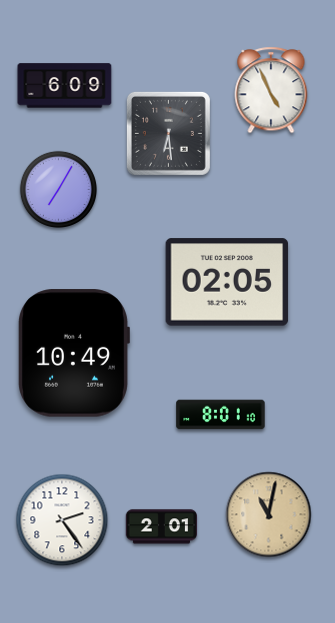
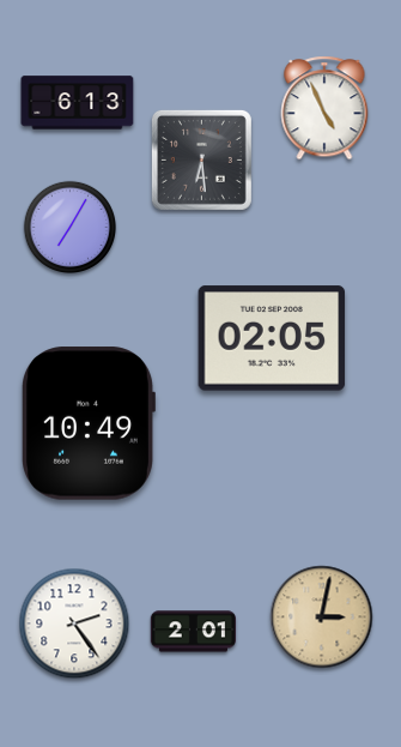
clock at (65, 86): 6:09 -> 6:13
clock at (221, 415): 8:01 -> none
clock at (269, 515): 11:02 -> 3:02
